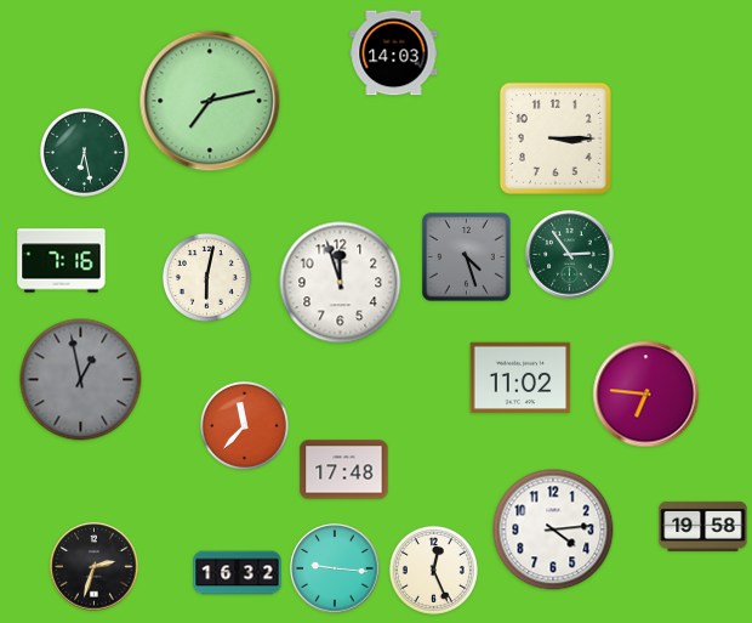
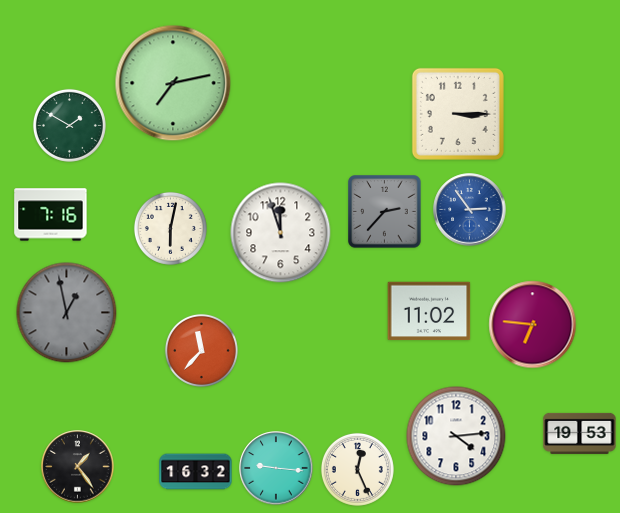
clock at (394, 53): 14:03 -> none
clock at (84, 152): 6:28 -> 1:50
clock at (570, 255) dial: green -> blue
clock at (467, 257): 4:27 -> 2:37
clock at (344, 470): 17:48 -> none
clock at (703, 526): 19:58 -> 19:53
clock at (95, 567): 2:33 -> 1:24
